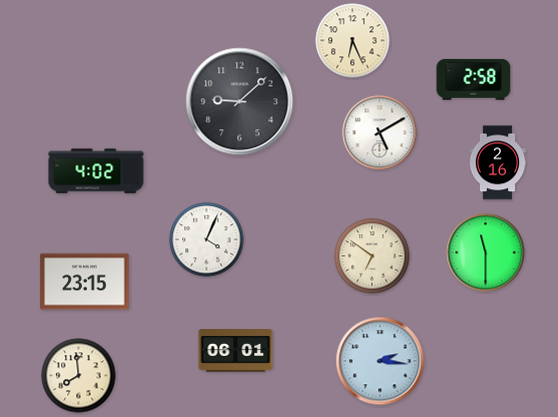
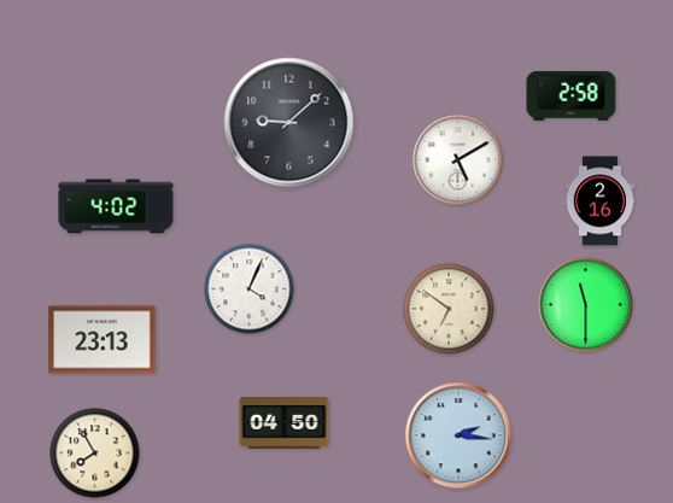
clock at (353, 41): 6:26 -> none
clock at (498, 163) position: (498, 163) -> (601, 201)
clock at (85, 282): 23:15 -> 23:13
clock at (236, 351): 06:01 -> 04:50
clock at (79, 376): 7:59 -> 7:55
